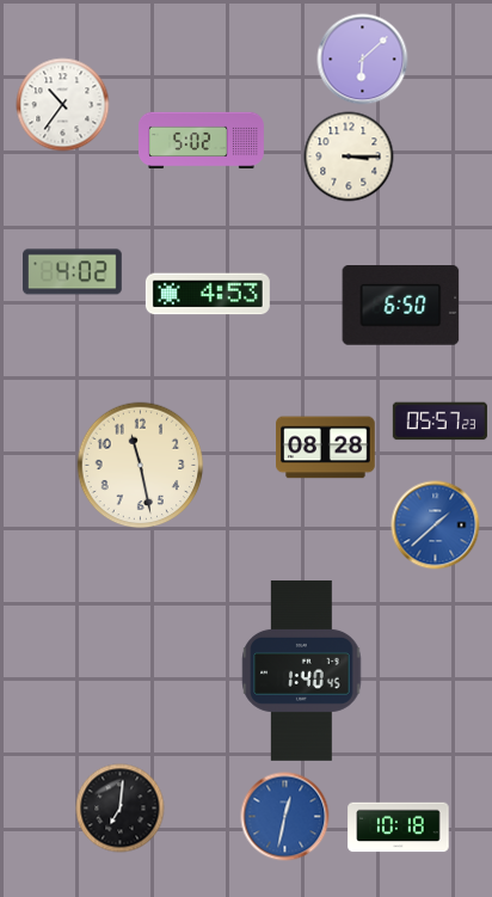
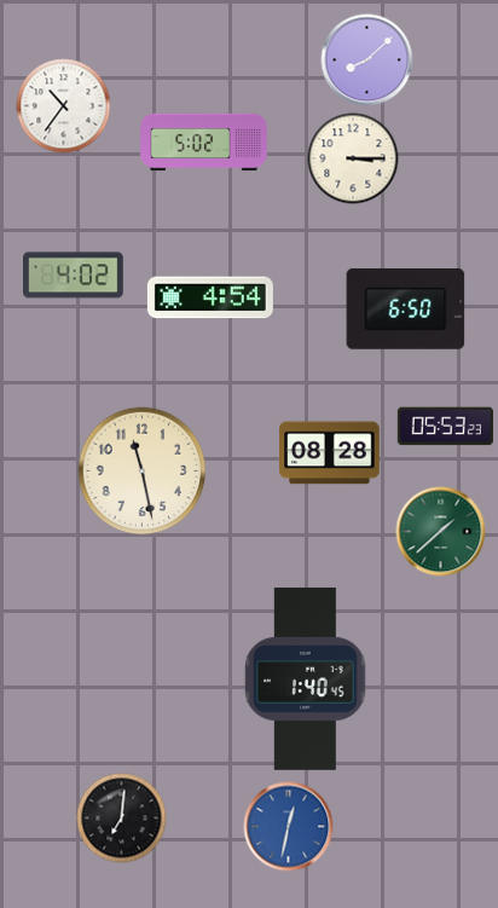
clock at (363, 60): 6:08 -> 8:08
clock at (208, 294): 4:53 -> 4:54
clock at (439, 422): 05:57 -> 05:53
clock at (436, 526) dial: blue -> green
clock at (399, 828): 10:18 -> none
